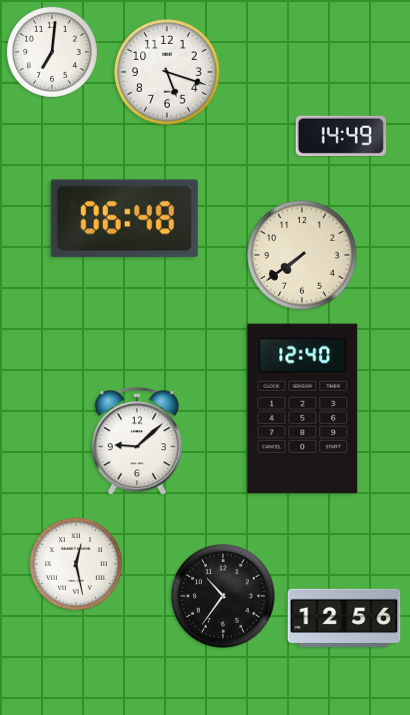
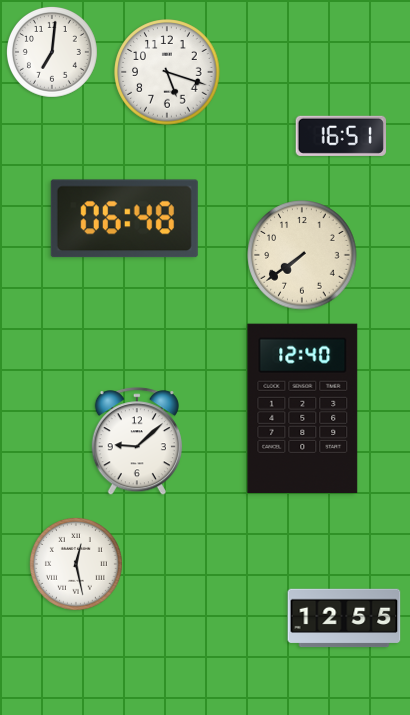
clock at (341, 136): 14:49 -> 16:51
clock at (223, 596): 10:36 -> none
clock at (344, 618): 12:56 -> 12:55
